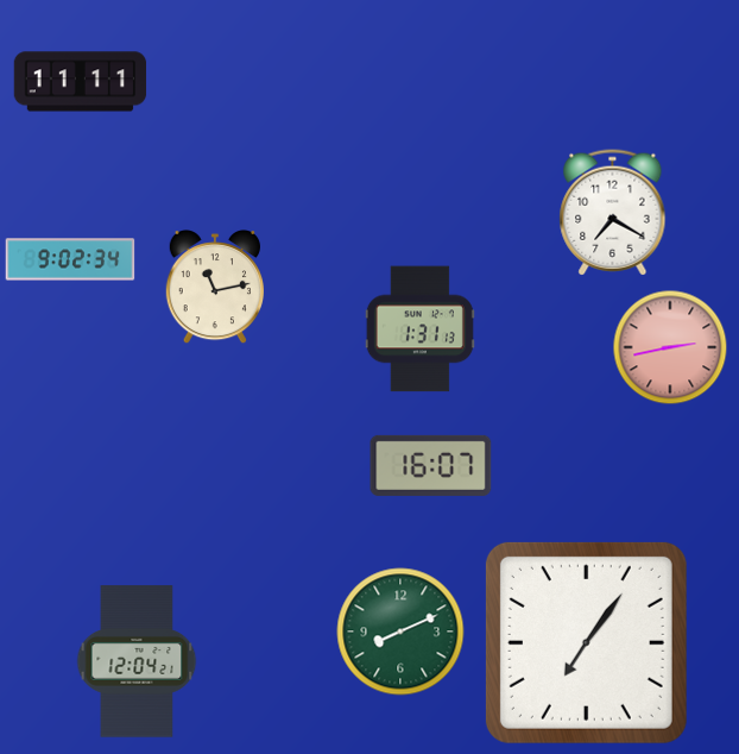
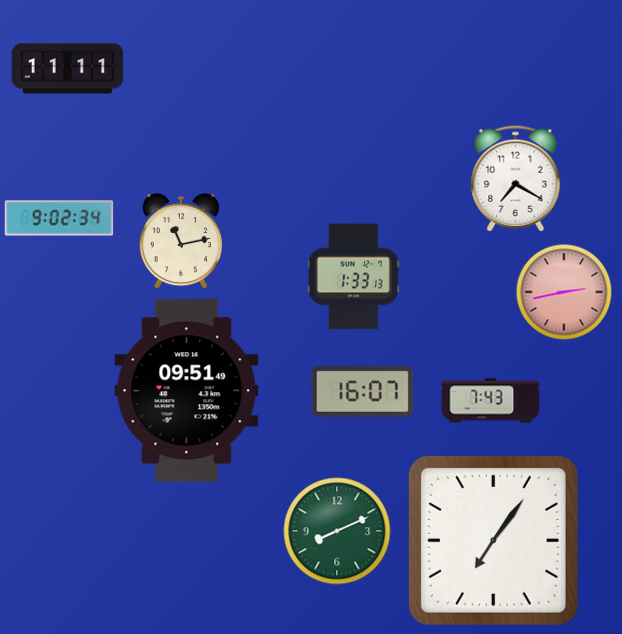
clock at (419, 329): 1:31 -> 1:33
clock at (187, 391): none -> 09:51
clock at (491, 401): none -> 7:43
clock at (137, 661): 12:04 -> none
